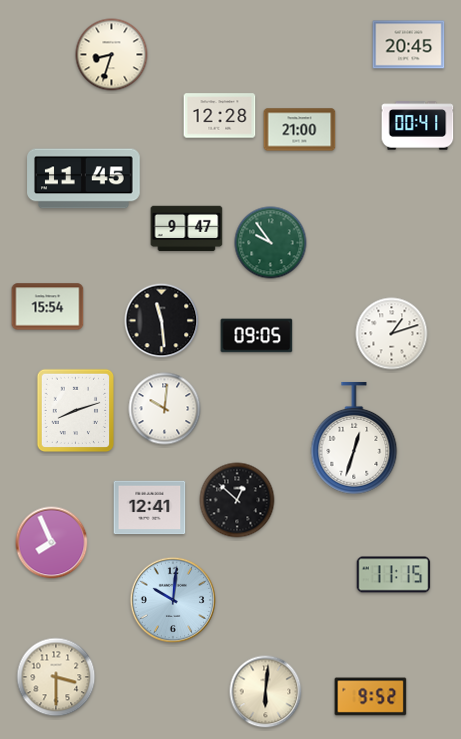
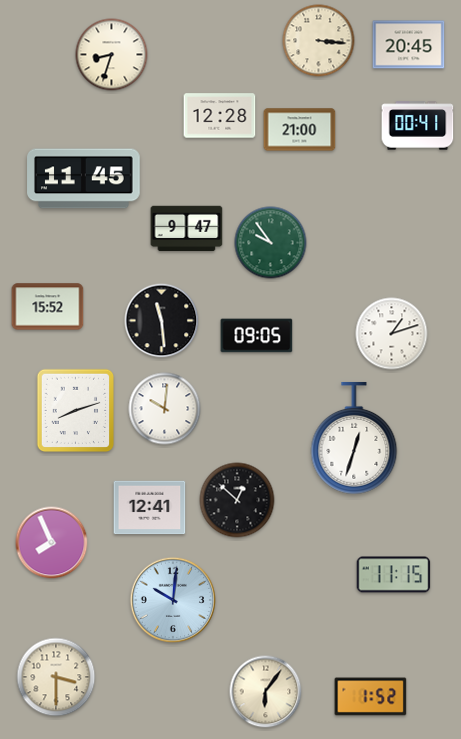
clock at (319, 41): none -> 3:16
clock at (48, 307): 15:54 -> 15:52
clock at (266, 692): 6:01 -> 6:06
clock at (371, 697): 9:52 -> 1:52
